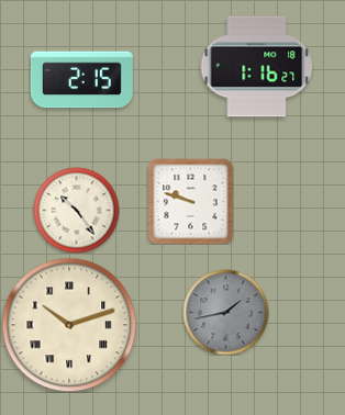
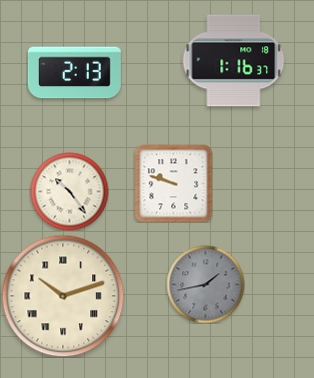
clock at (256, 67): 1:16:27 -> 1:16:37
clock at (81, 80): 2:15 -> 2:13
